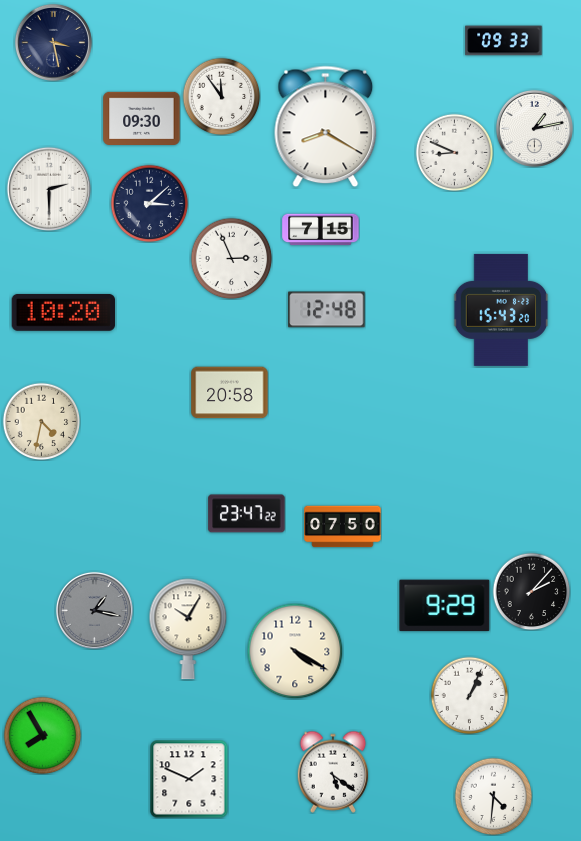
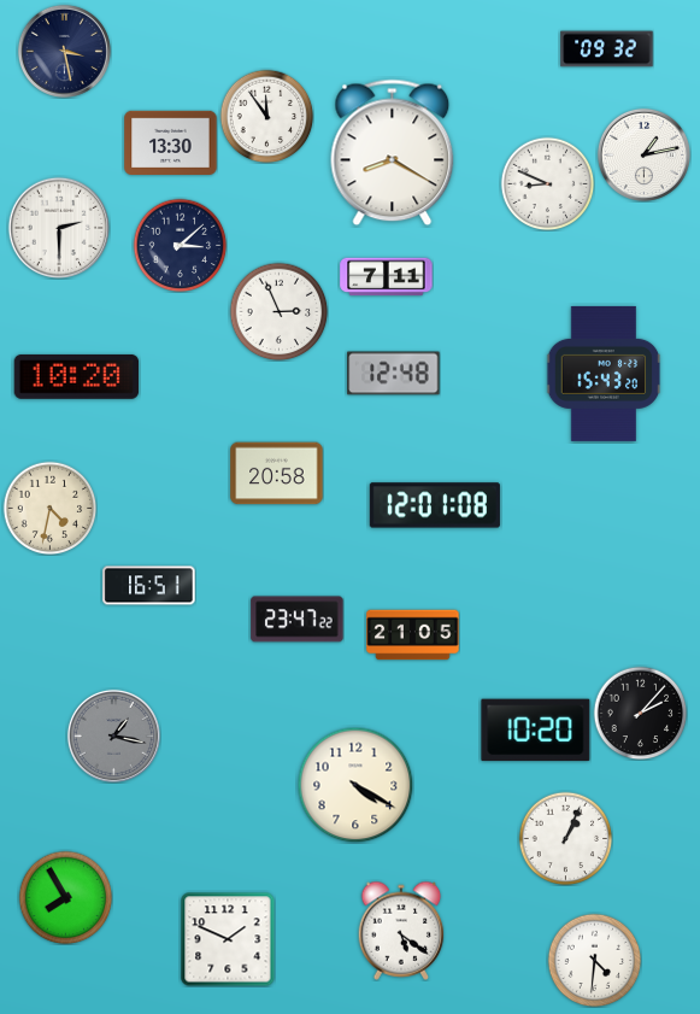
clock at (504, 41): 09:33 -> 09:32
clock at (142, 118): 09:30 -> 13:30
clock at (321, 230): 7:15 -> 7:11
clock at (435, 505): none -> 12:01
clock at (149, 586): none -> 16:51
clock at (343, 527): 07:50 -> 21:05
clock at (445, 606): 9:29 -> 10:20
clock at (188, 629): 10:05 -> none
clock at (42, 735) position: (42, 735) -> (65, 897)
